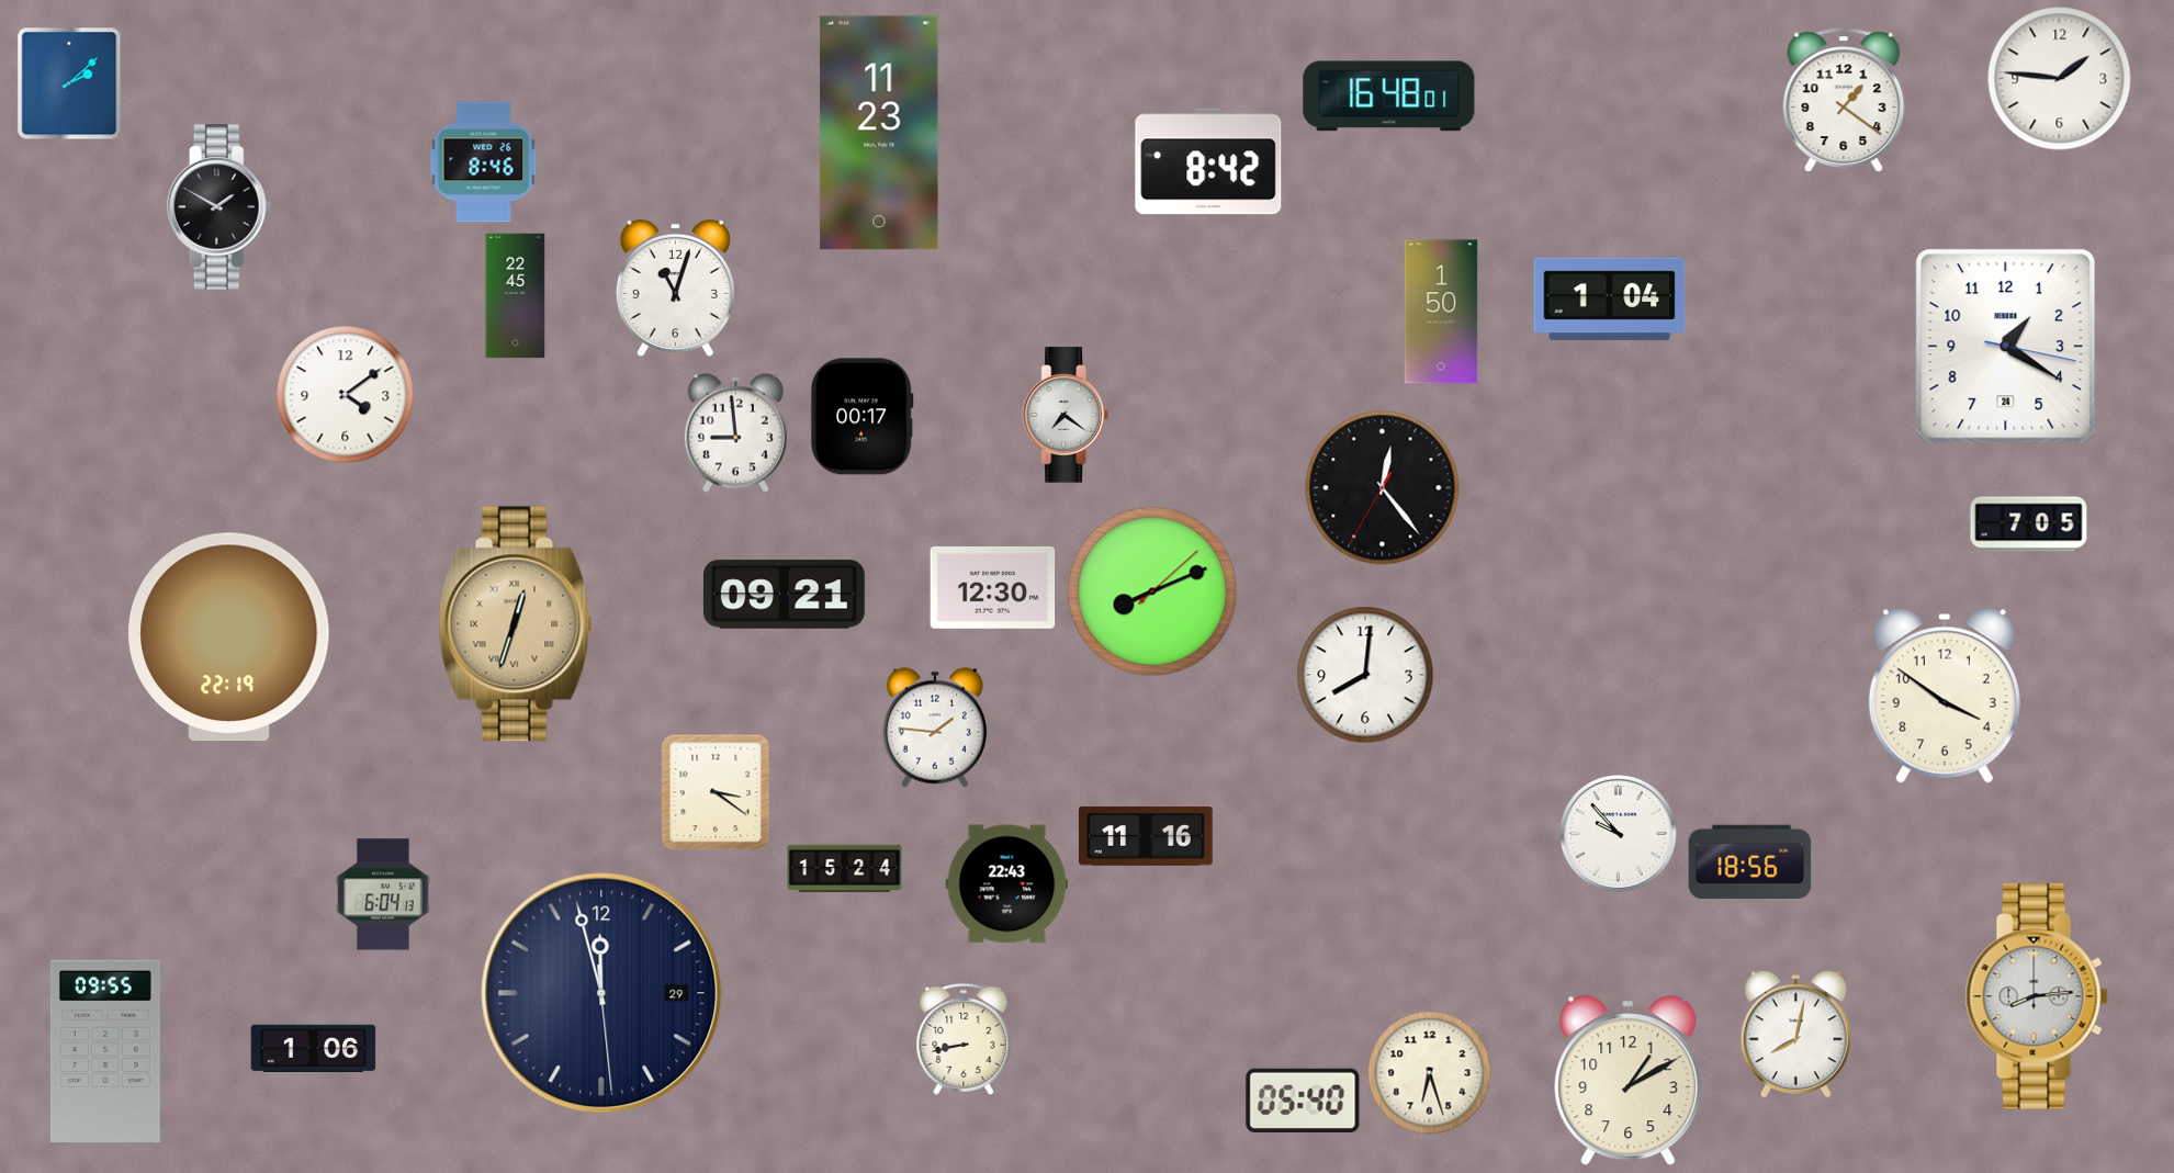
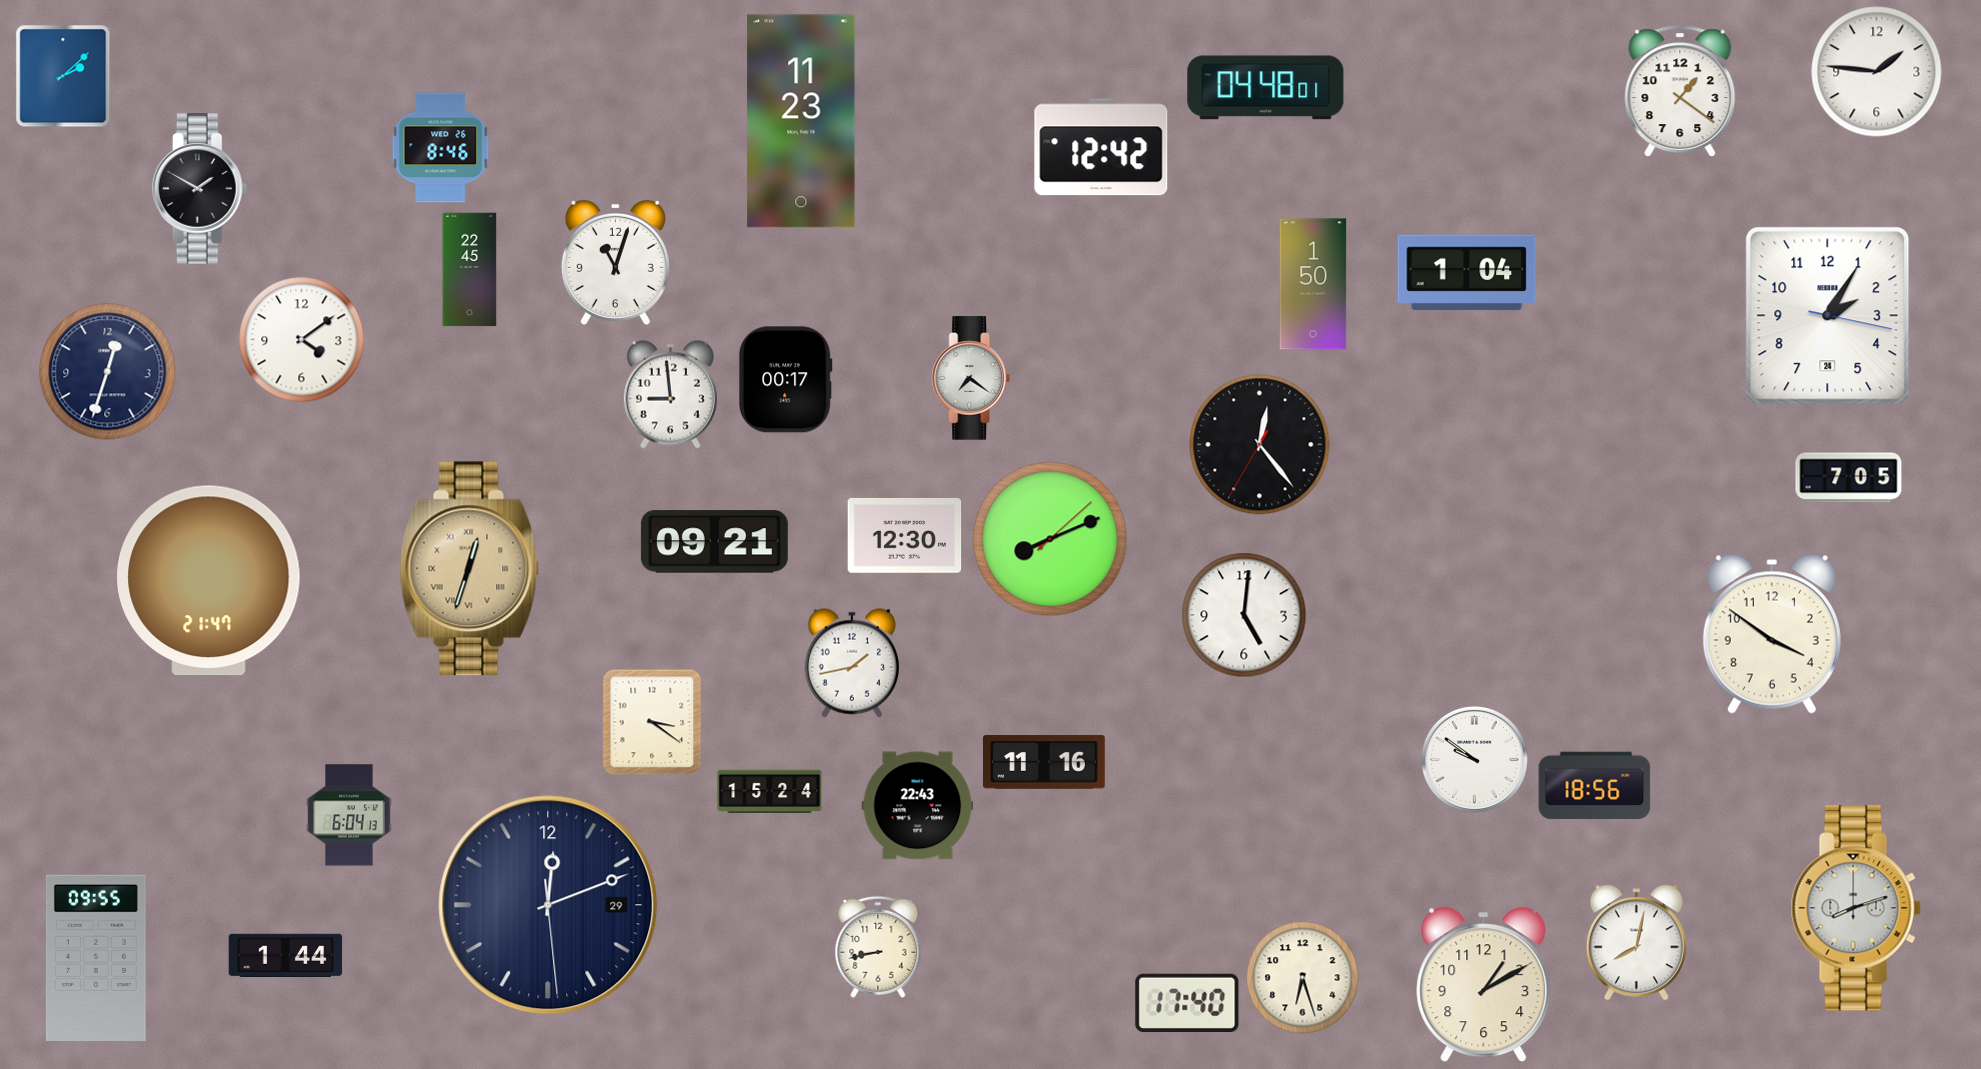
clock at (1389, 97): 16:48 -> 04:48
clock at (1208, 161): 8:42 -> 12:42
clock at (2006, 347): 1:20 -> 2:05
clock at (346, 395) position: (346, 395) -> (302, 340)
clock at (108, 372): none -> 12:33
clock at (229, 638): 22:19 -> 21:47
clock at (1365, 675): 8:01 -> 5:01
clock at (934, 728): 1:46 -> 1:43
clock at (1618, 833): 9:53 -> 9:51
clock at (601, 993): 11:57 -> 12:11
clock at (2037, 996): 8:14 -> 8:12
clock at (314, 1048): 1:06 -> 1:44
clock at (1303, 1099): 05:40 -> 17:40
